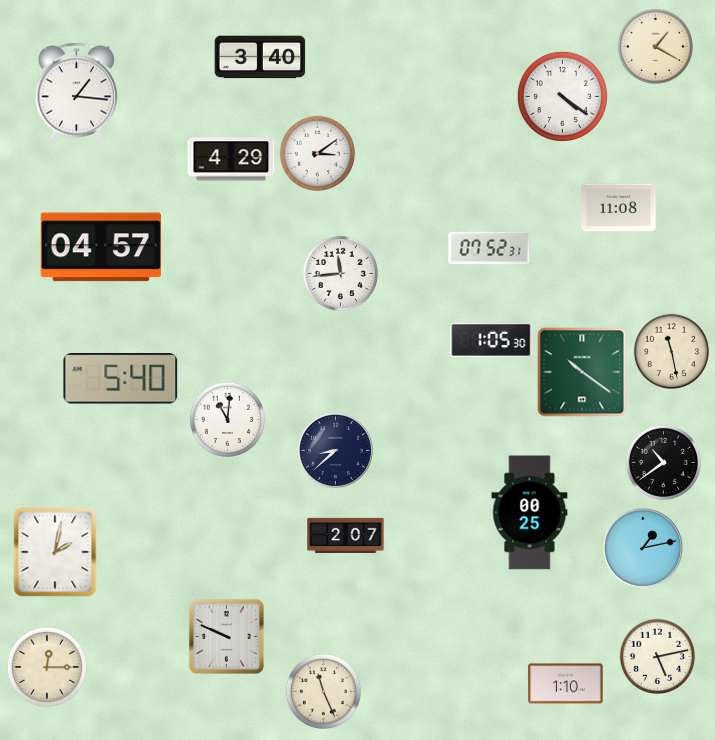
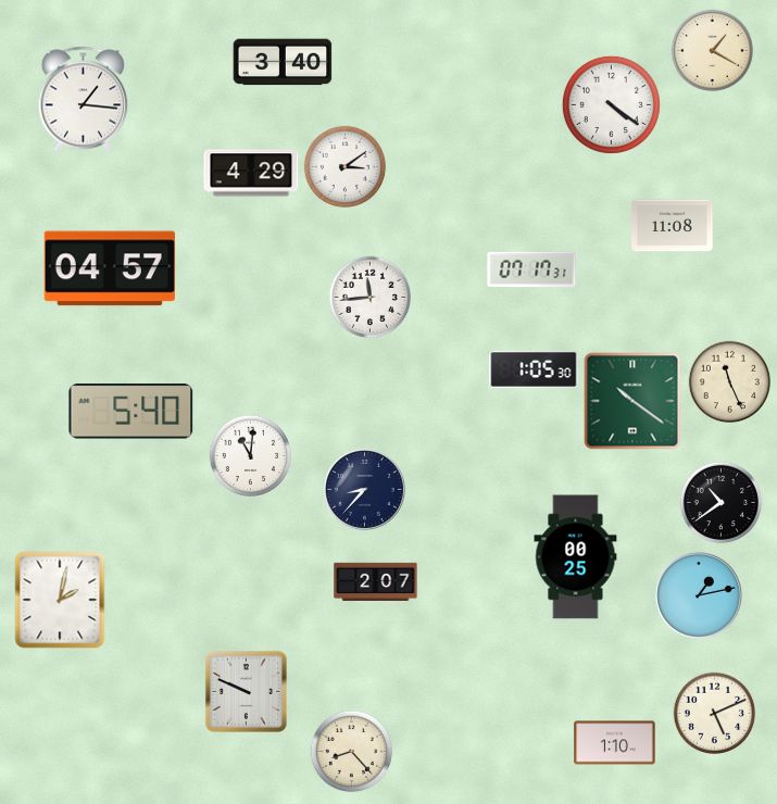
clock at (489, 248): 07:52 -> 07:17
clock at (672, 352): 11:28 -> 11:26
clock at (582, 372) position: (582, 372) -> (632, 401)
clock at (228, 420) position: (228, 420) -> (251, 456)
clock at (335, 450): 8:38 -> 8:37
clock at (658, 657): 5:13 -> 5:11
clock at (46, 666): 12:15 -> none
clock at (324, 692): 11:26 -> 8:23
